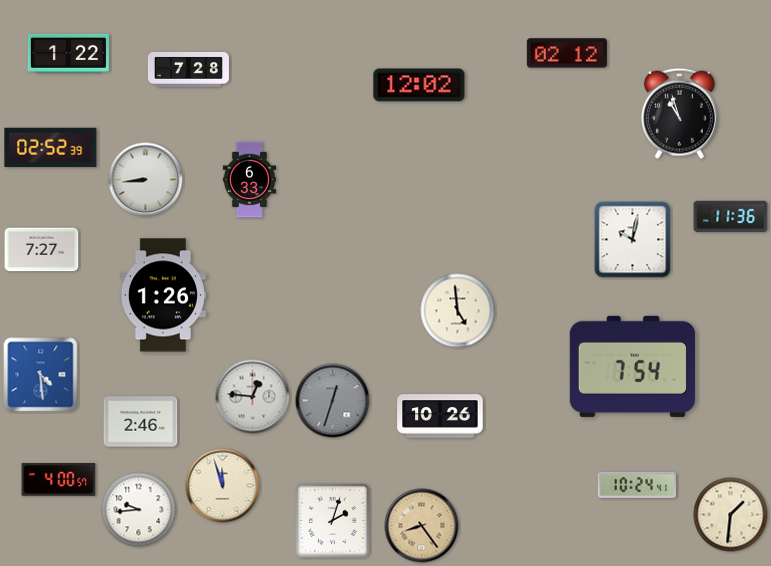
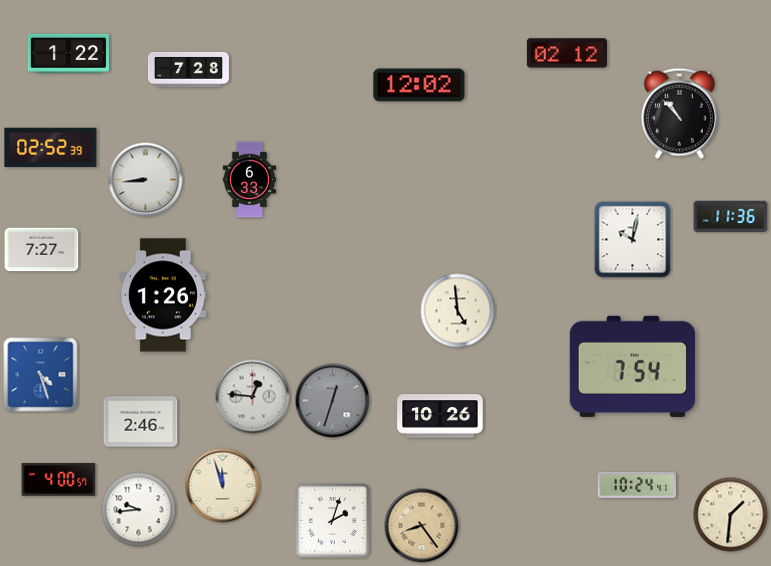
clock at (679, 113): 10:57 -> 10:53
clock at (41, 375): 4:29 -> 4:27
